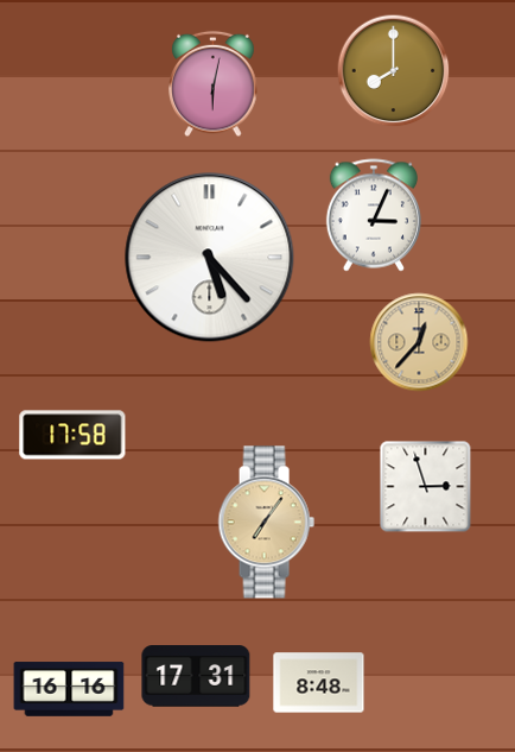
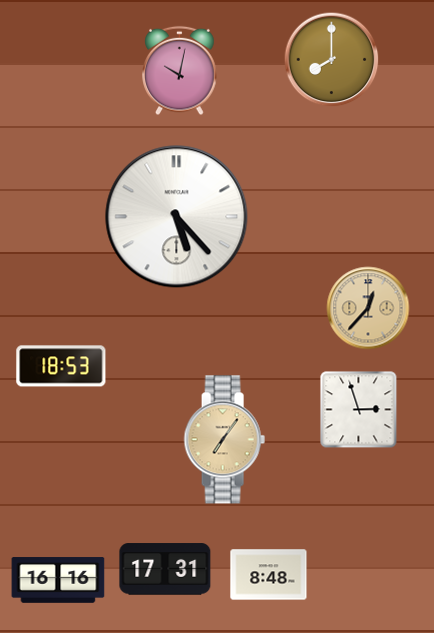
clock at (214, 84): 6:02 -> 10:02
clock at (374, 215): 3:04 -> none
clock at (419, 342) position: (419, 342) -> (368, 308)
clock at (72, 435): 17:58 -> 18:53
